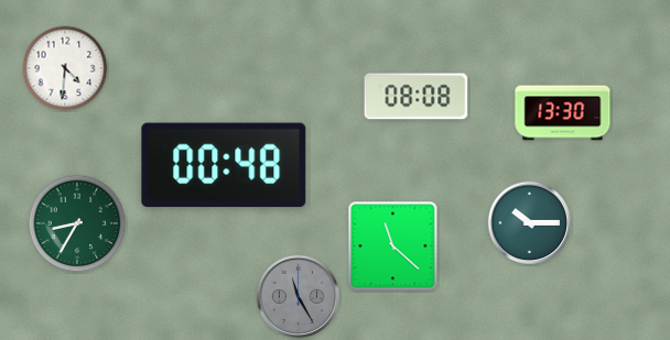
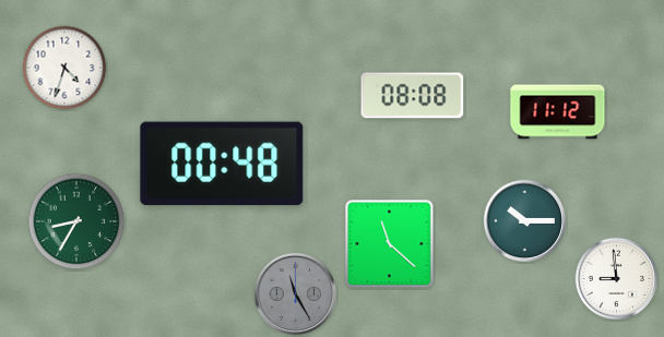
clock at (65, 68): 4:31 -> 4:33
clock at (563, 113): 13:30 -> 11:12
clock at (617, 279): none -> 8:59
